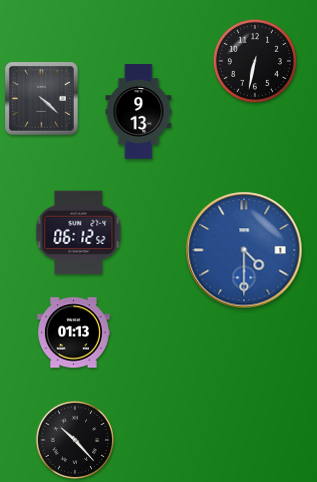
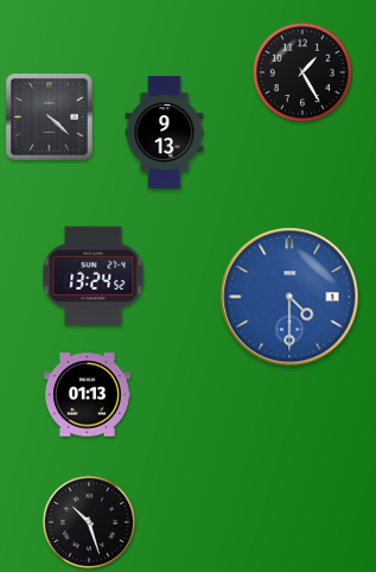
clock at (255, 61): 6:32 -> 1:25
clock at (79, 233): 06:12 -> 13:24
clock at (75, 440): 10:23 -> 10:27
